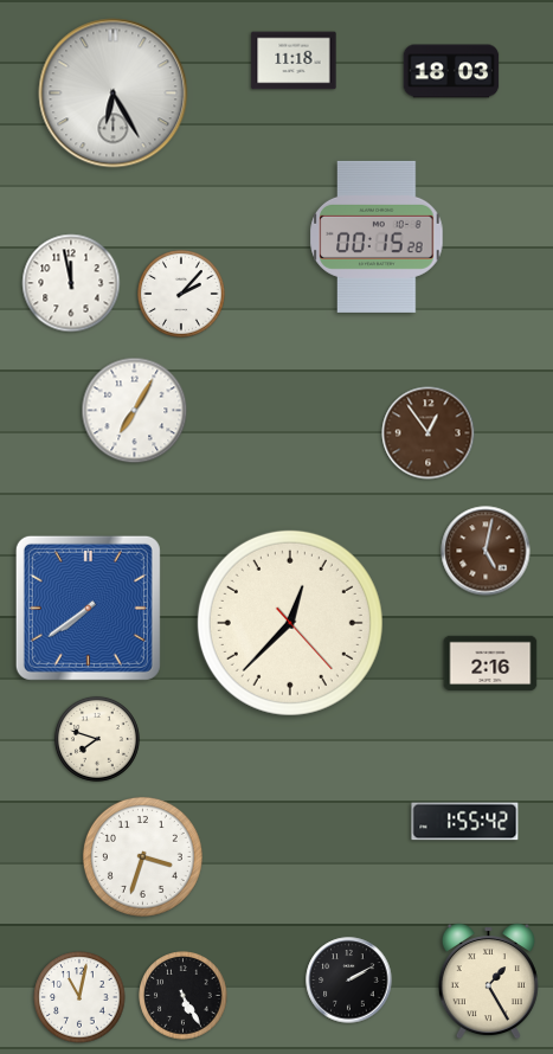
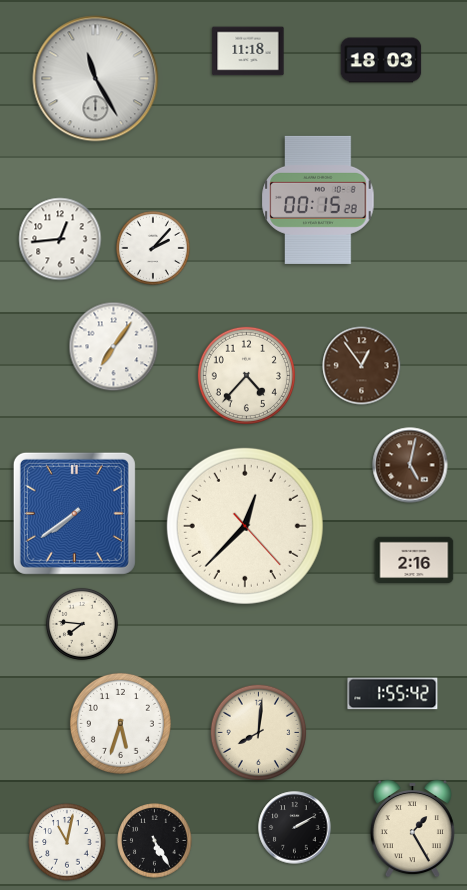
clock at (114, 94): 6:25 -> 11:25
clock at (71, 283): 11:58 -> 12:44
clock at (135, 411): 7:05 -> 7:06
clock at (246, 375): none -> 4:37
clock at (97, 739): 7:48 -> 7:46
clock at (142, 856): 3:33 -> 5:33
clock at (259, 733): none -> 8:01
